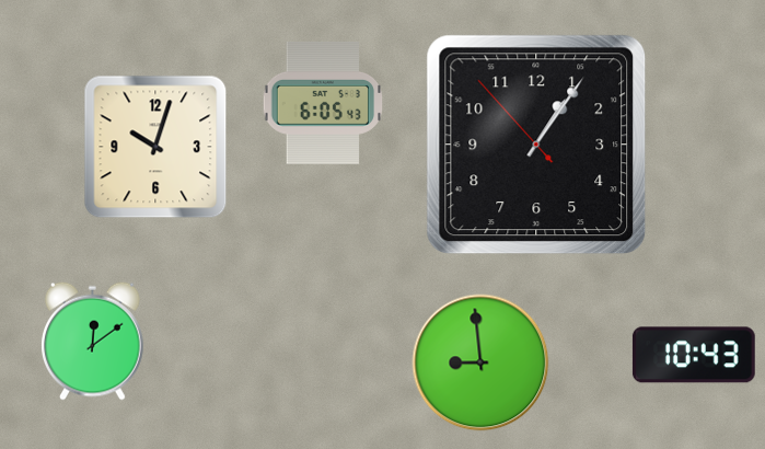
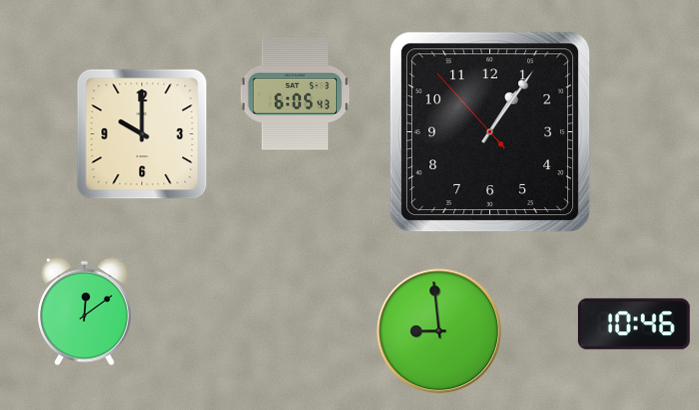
clock at (155, 147): 10:03 -> 10:00
clock at (694, 355): 10:43 -> 10:46
